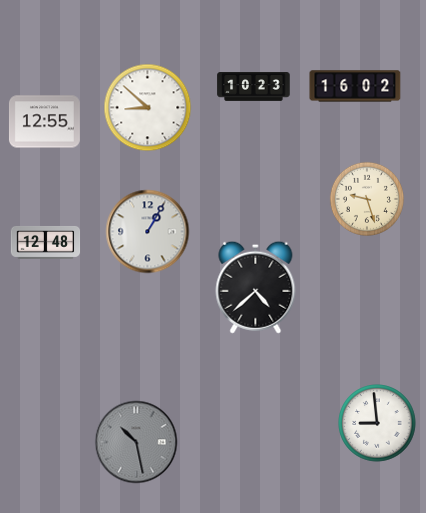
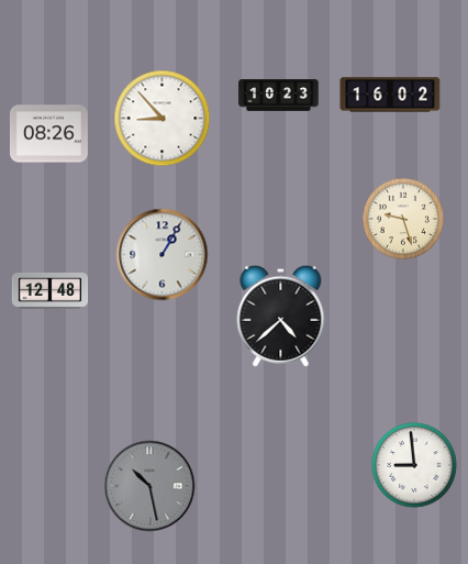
clock at (148, 108): 8:52 -> 8:53
clock at (44, 122): 12:55 -> 08:26
clock at (46, 242) position: (46, 242) -> (51, 290)
